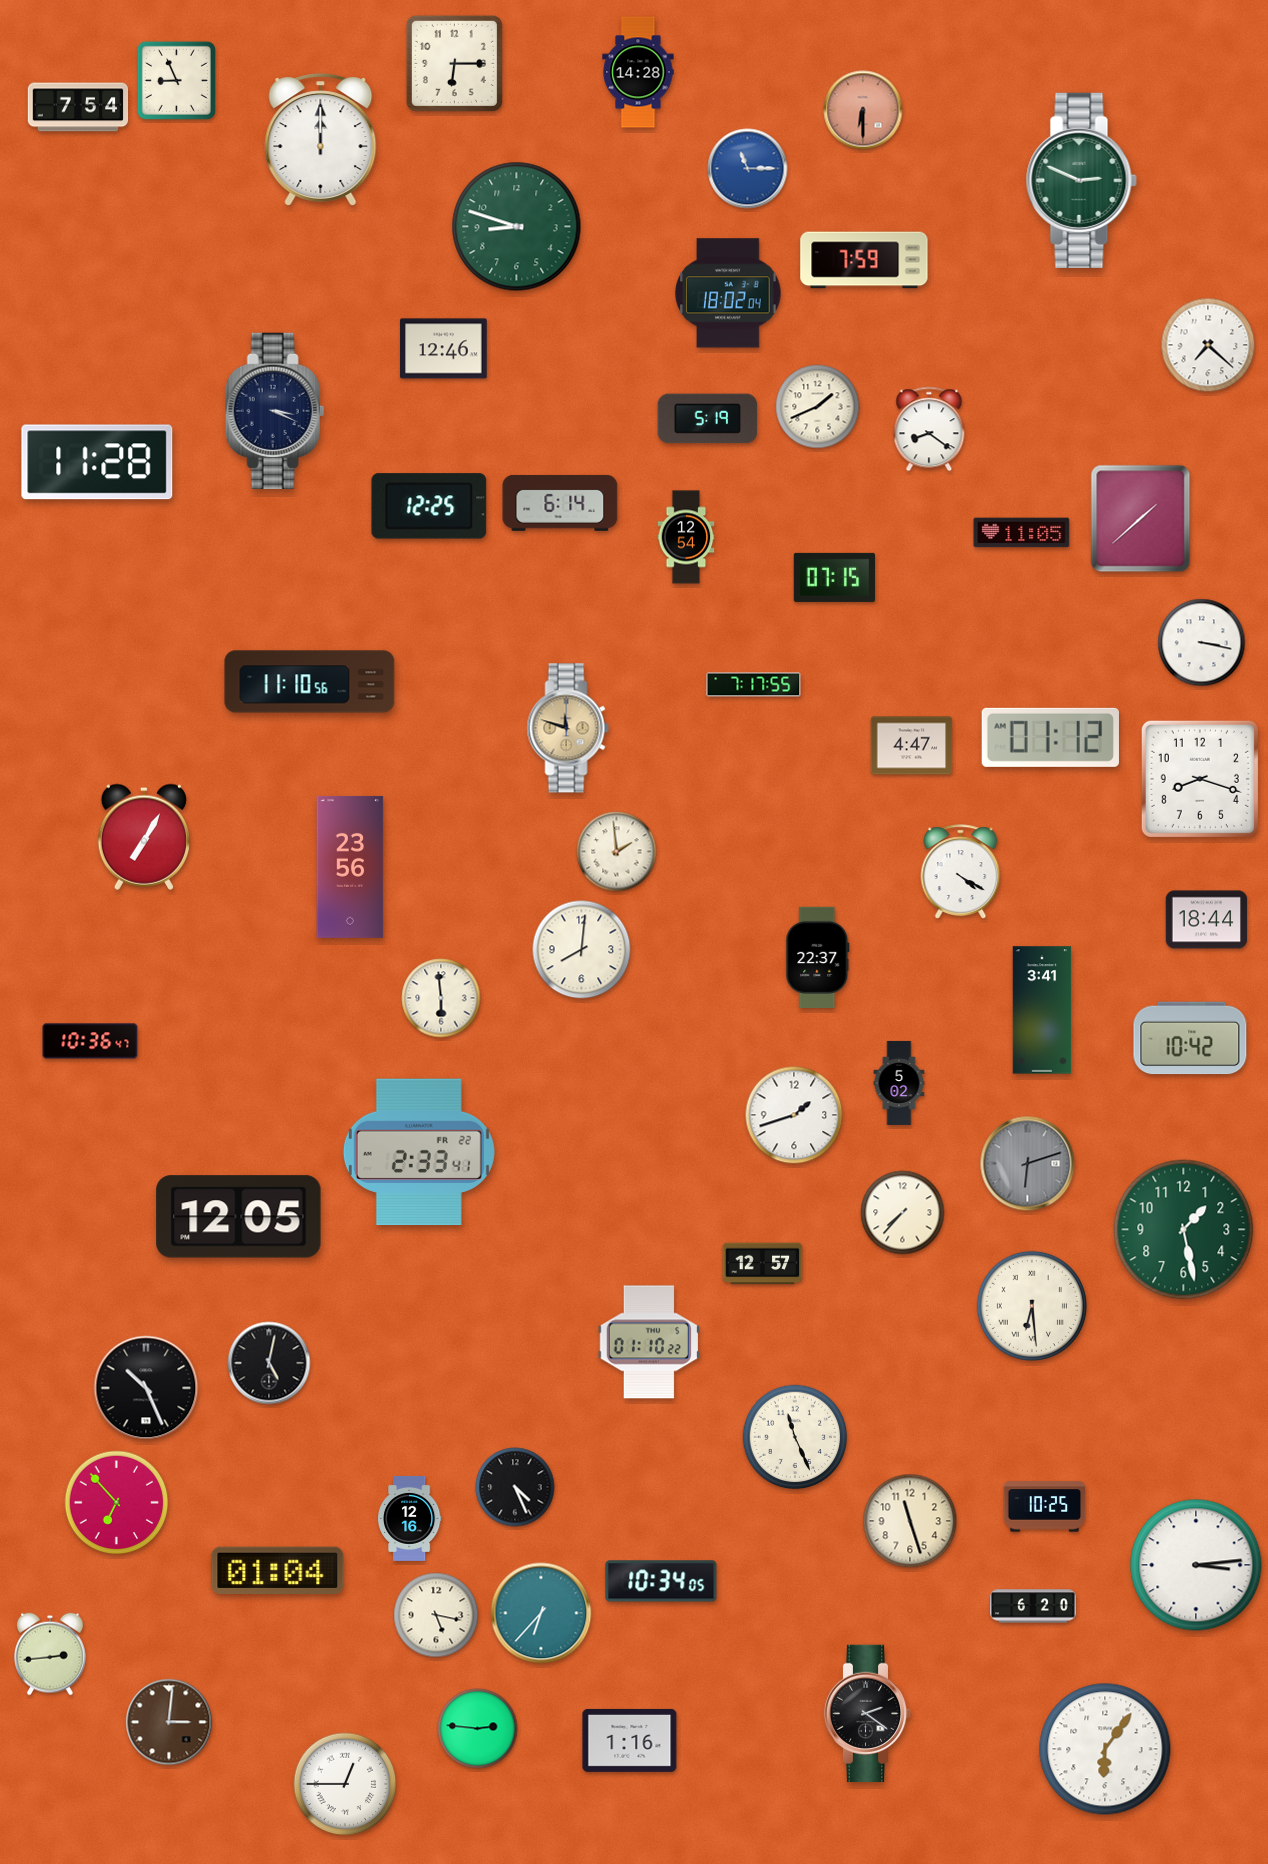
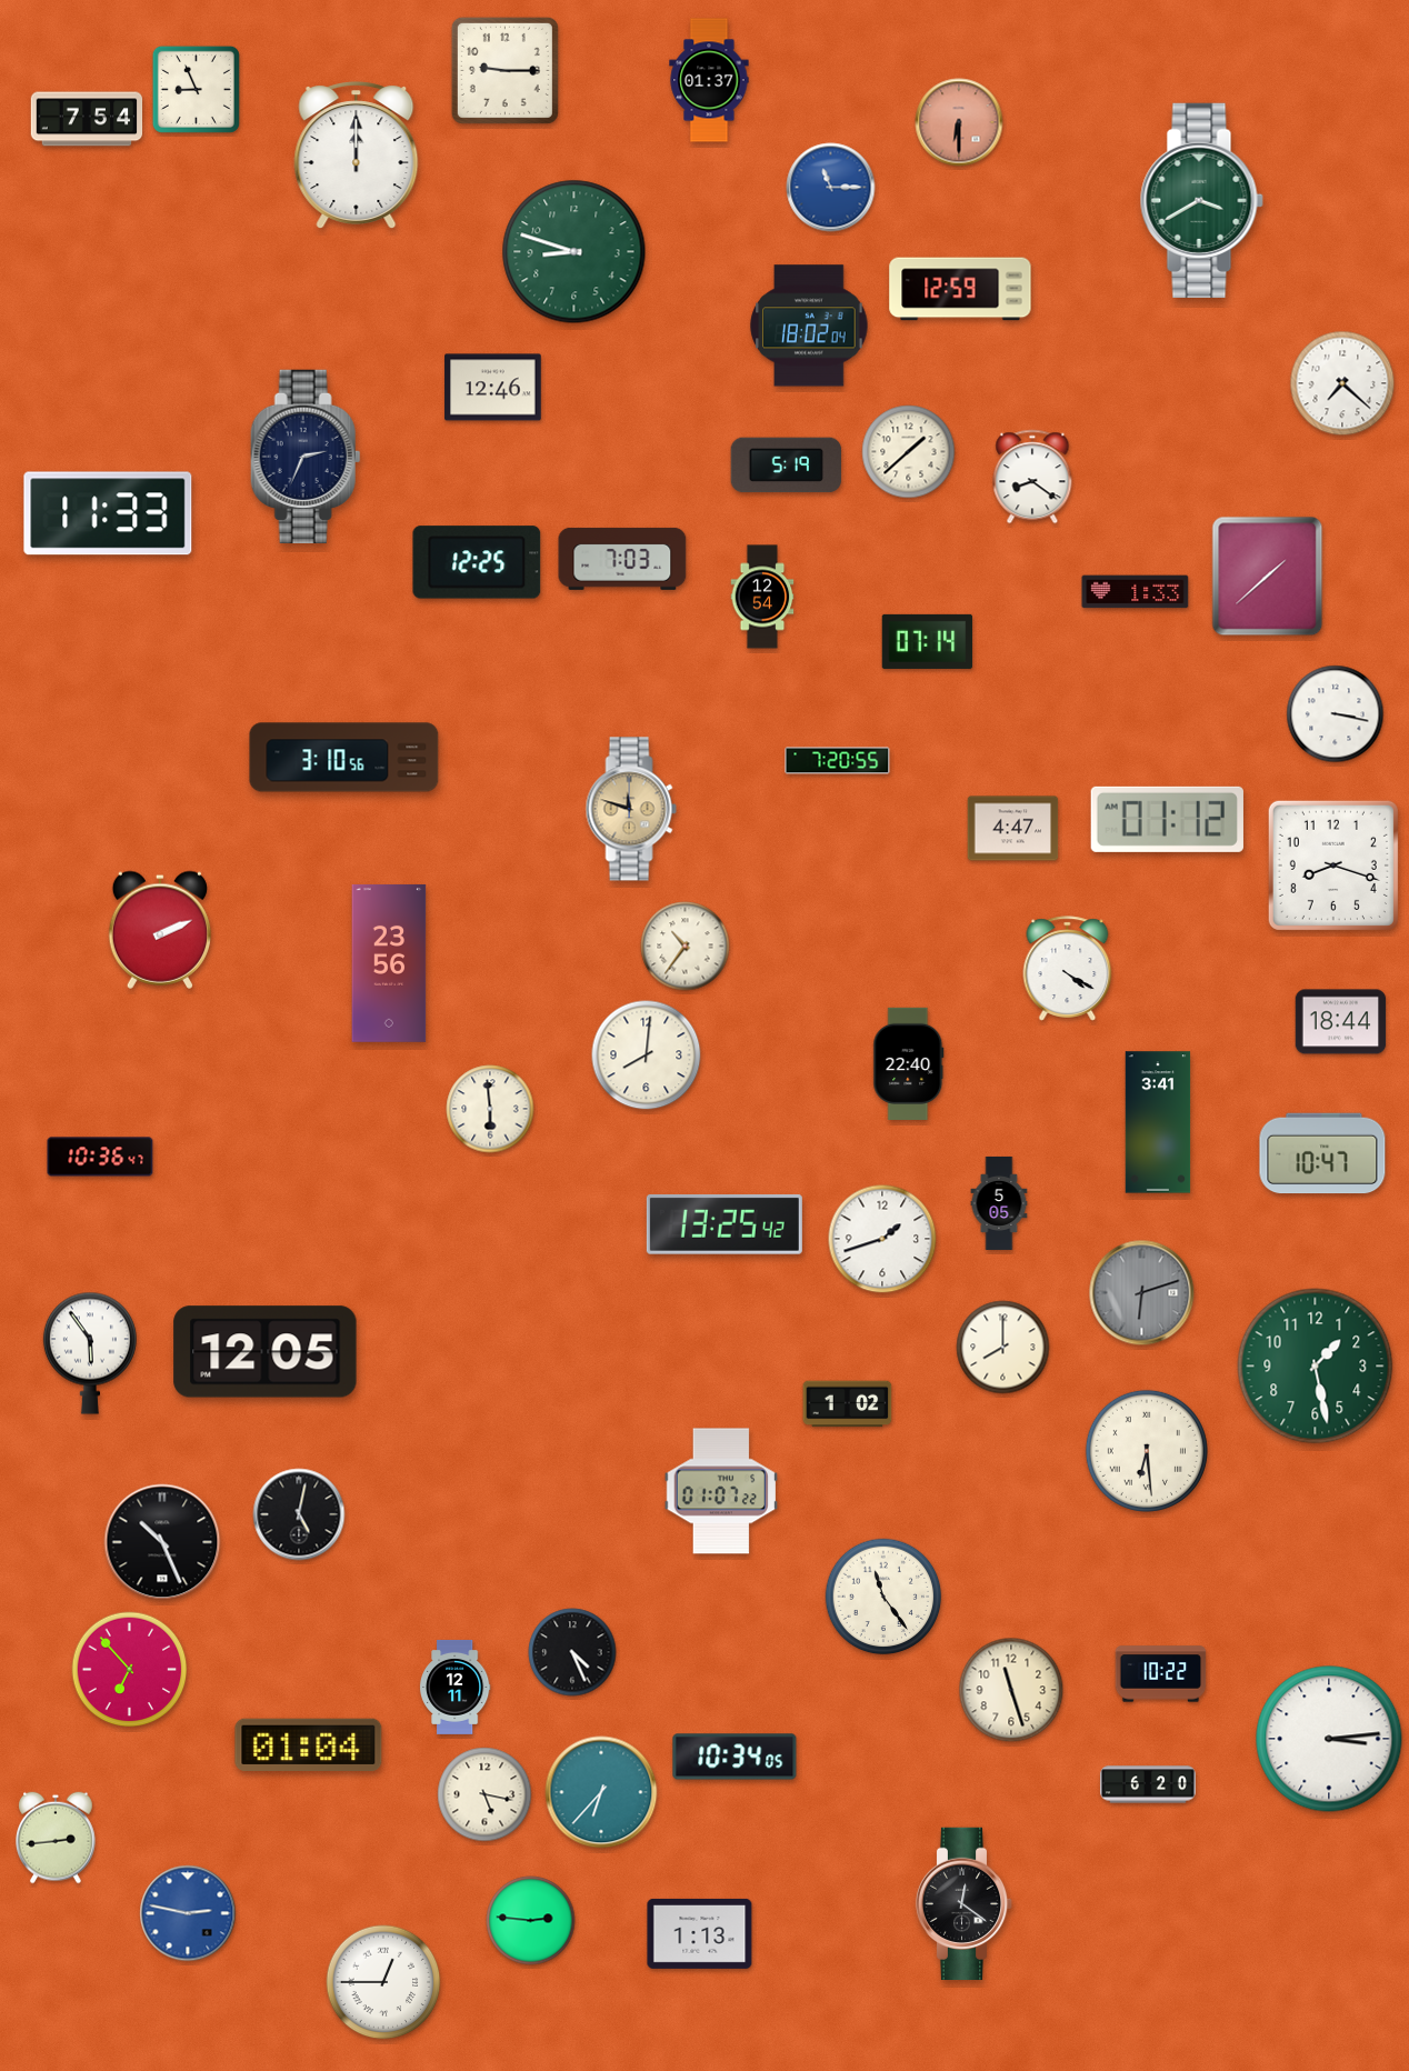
clock at (454, 63): 6:15 -> 9:15
clock at (638, 72): 14:28 -> 01:37
clock at (1081, 180): 2:49 -> 3:40
clock at (864, 260): 7:59 -> 12:59
clock at (818, 407): 1:41 -> 1:38
clock at (275, 411): 3:19 -> 2:34
clock at (97, 462): 11:28 -> 11:33
clock at (560, 503): 6:14 -> 7:03
clock at (1022, 533): 11:05 -> 1:33
clock at (835, 577): 07:15 -> 07:14
clock at (310, 682): 11:10 -> 3:10
clock at (754, 685): 7:17 -> 7:20
clock at (143, 837): 7:05 -> 2:11
clock at (617, 852): 1:59 -> 10:36
clock at (818, 957): 22:37 -> 22:40
clock at (1190, 1038): 10:42 -> 10:47
clock at (899, 1083): 5:02 -> 5:05
clock at (725, 1224): none -> 13:25
clock at (419, 1152): 2:33 -> none
clock at (903, 1213): 7:37 -> 8:00
clock at (90, 1353): none -> 5:54
clock at (763, 1264): 12:57 -> 1:02
clock at (648, 1342): 01:10 -> 01:07
clock at (795, 1437): 11:26 -> 11:24
clock at (1045, 1507): 10:25 -> 10:22
clock at (409, 1518): 12:16 -> 12:11
clock at (868, 1714): 2:21 -> 12:21
clock at (169, 1722): 3:01 -> 2:47
clock at (169, 1722) dial: brown -> blue
clock at (630, 1740): 1:16 -> 1:13
clock at (1105, 1749): 6:06 -> none
